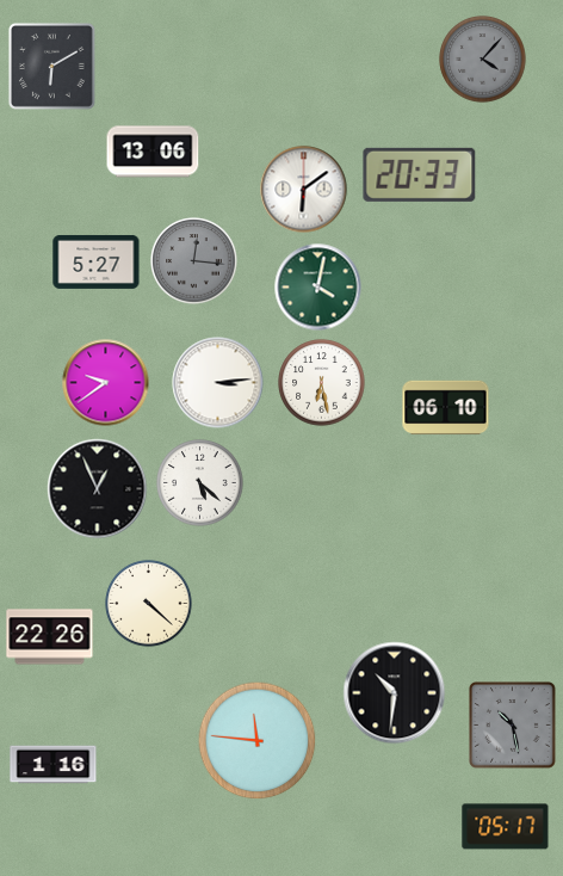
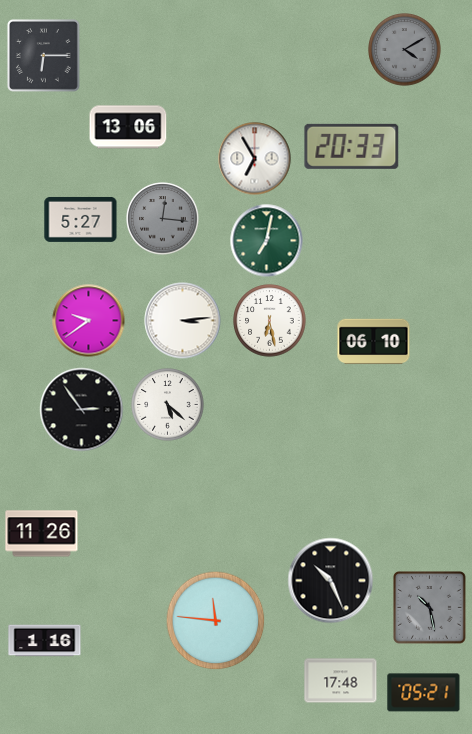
clock at (483, 60): 4:07 -> 4:10
clock at (51, 66): 6:10 -> 6:15
clock at (304, 190): 6:09 -> 6:55
clock at (318, 288): 4:02 -> 7:02
clock at (98, 489): 12:56 -> 2:54
clock at (149, 604): 4:22 -> none
clock at (50, 637): 22:26 -> 11:26
clock at (395, 693): 10:31 -> 10:26
clock at (341, 681): none -> 17:48
clock at (506, 827): 05:17 -> 05:21
